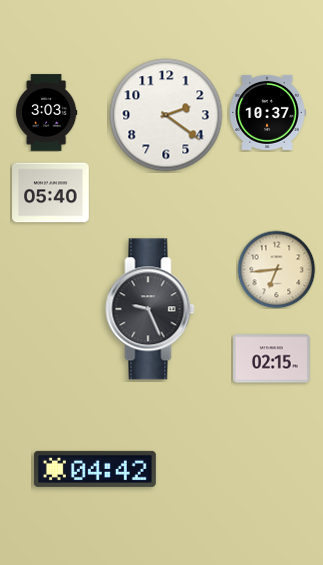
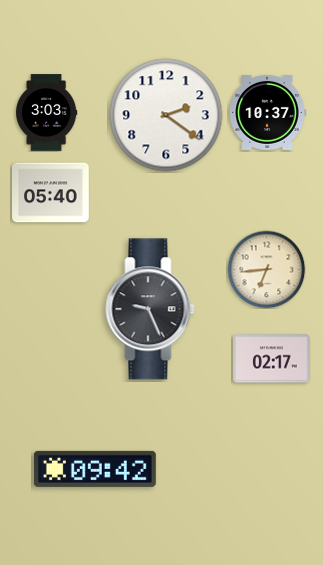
clock at (276, 269) position: (276, 269) -> (266, 269)
clock at (272, 359): 02:15 -> 02:17
clock at (95, 469): 04:42 -> 09:42
